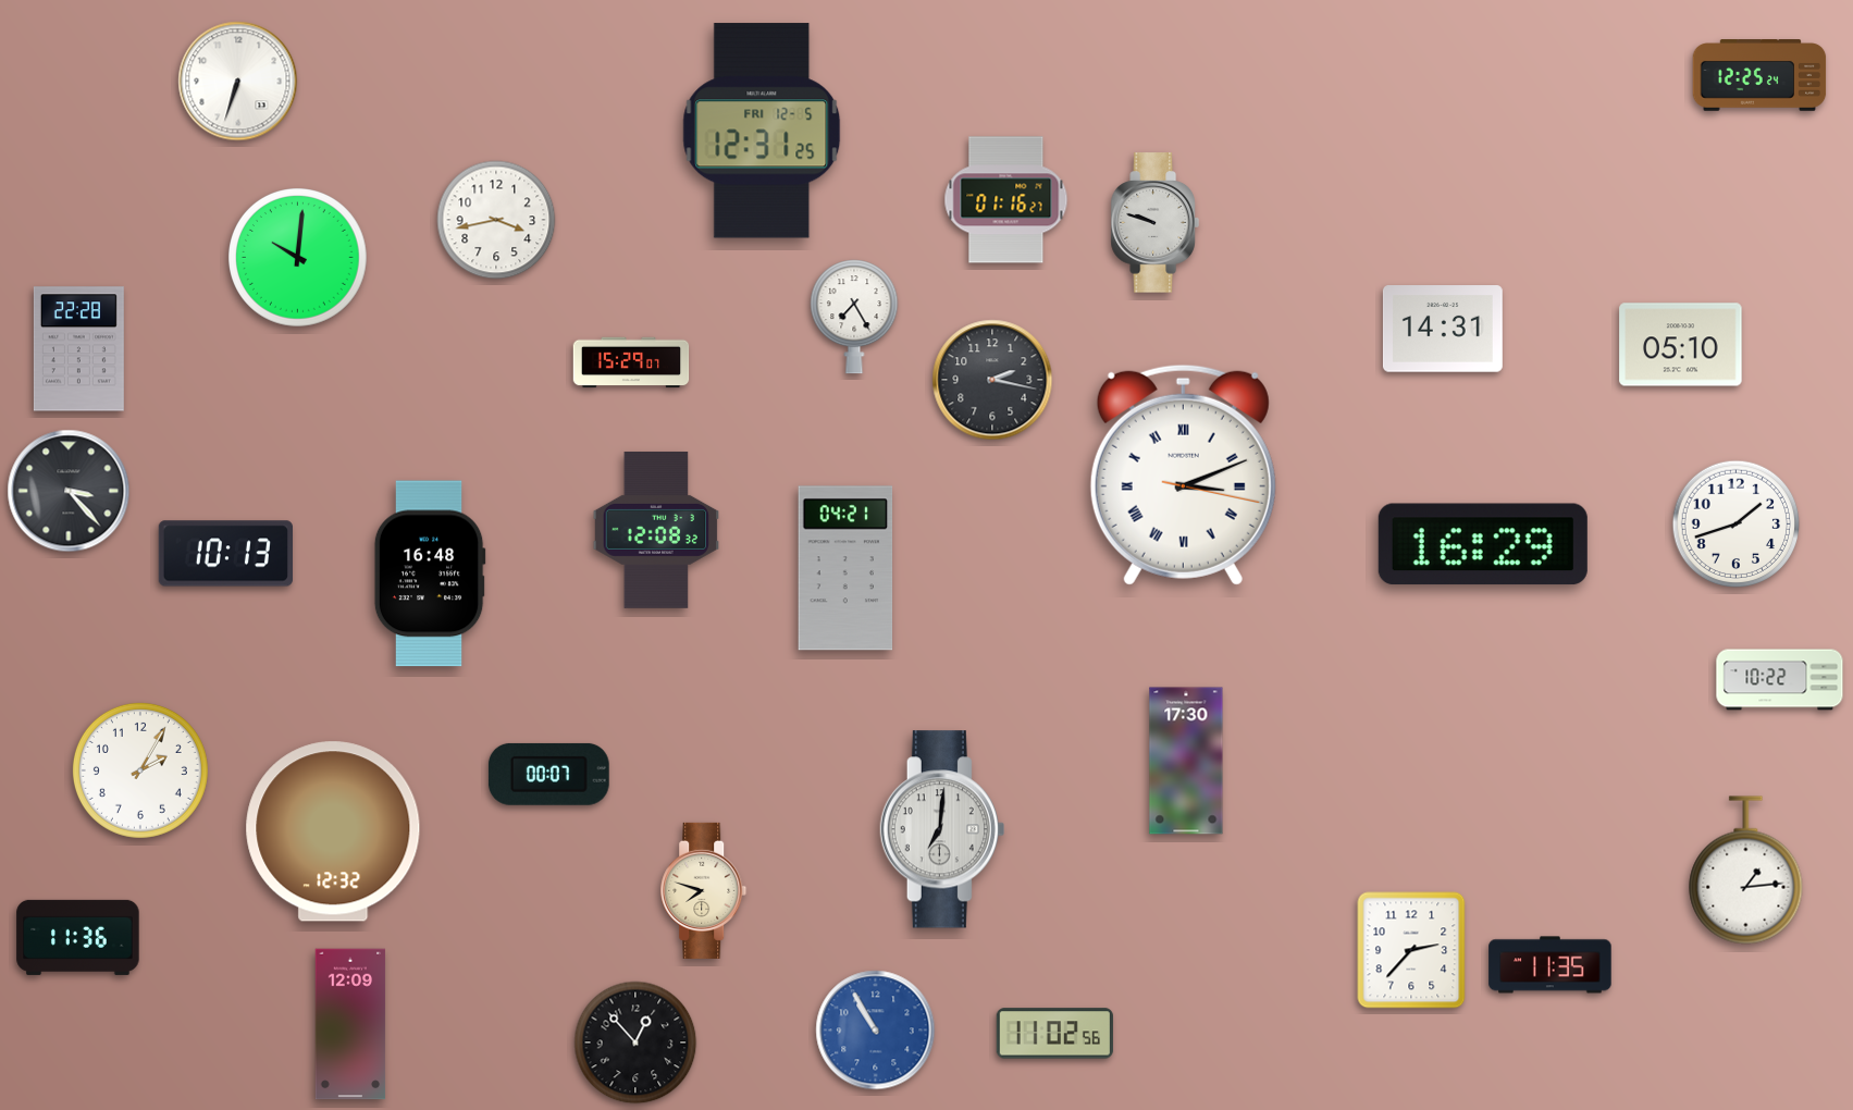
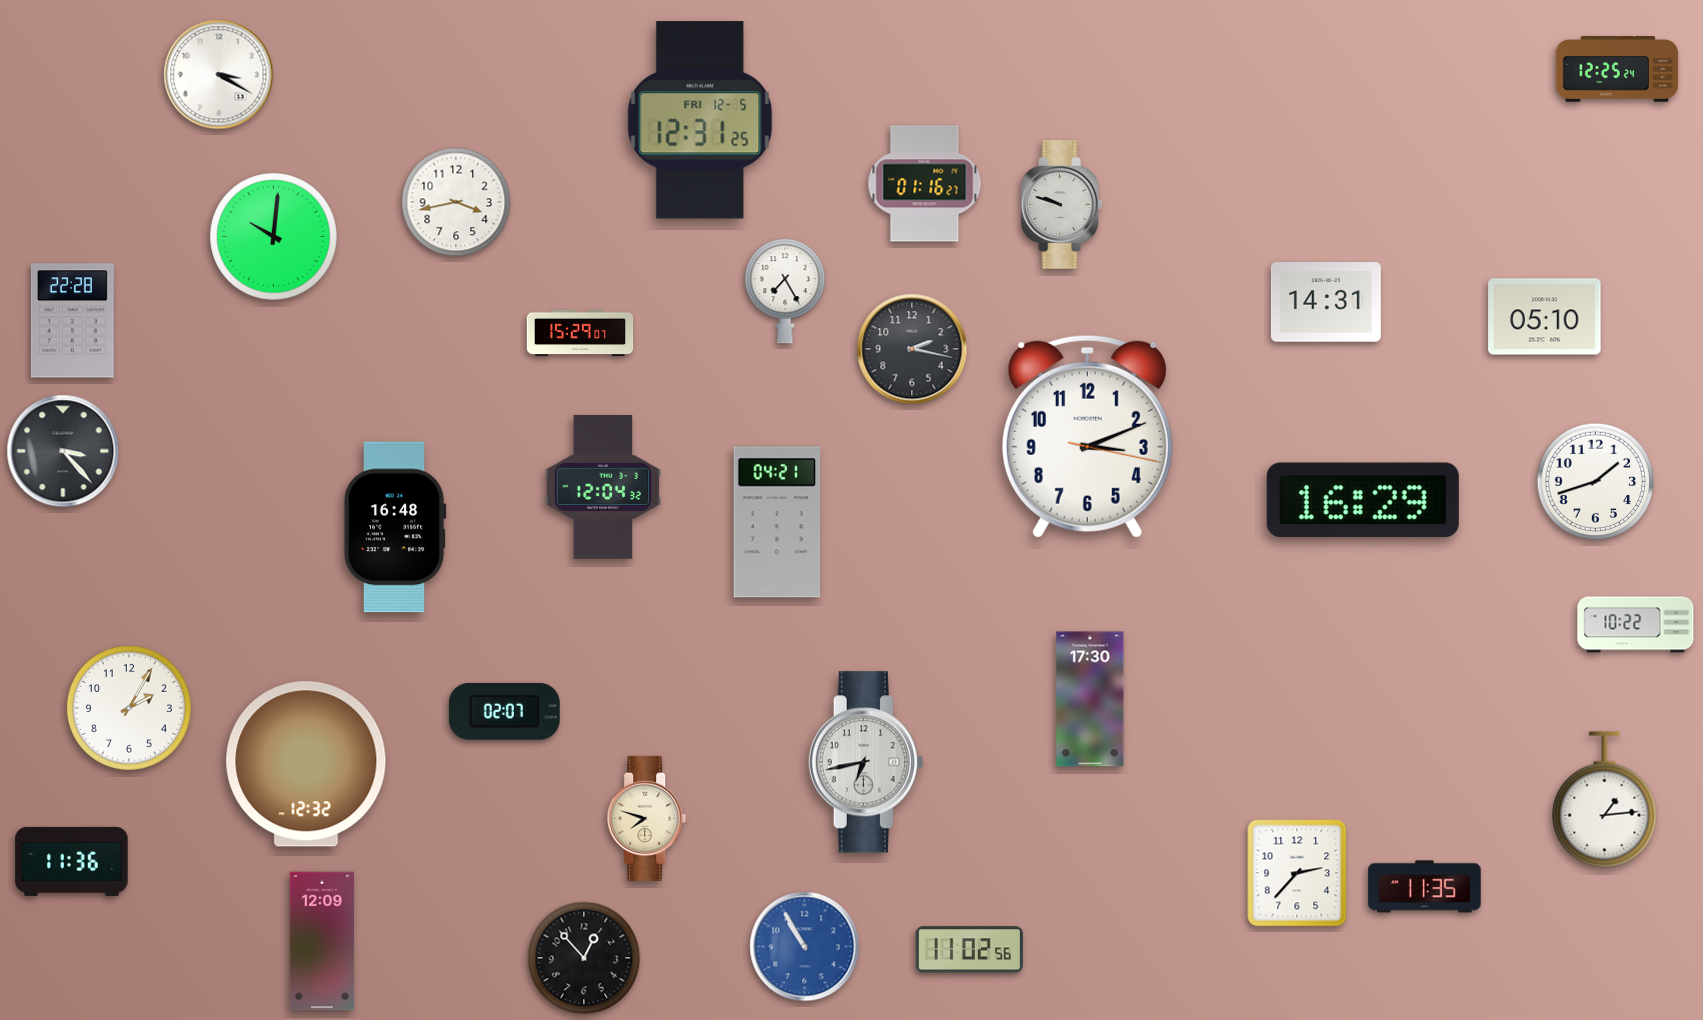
clock at (238, 82): 6:33 -> 3:20
clock at (1183, 474) numerals: Roman -> Arabic
clock at (655, 530): 12:08 -> 12:04
clock at (225, 554): 10:13 -> none
clock at (548, 774): 00:07 -> 02:07
clock at (942, 829): 7:01 -> 6:43
